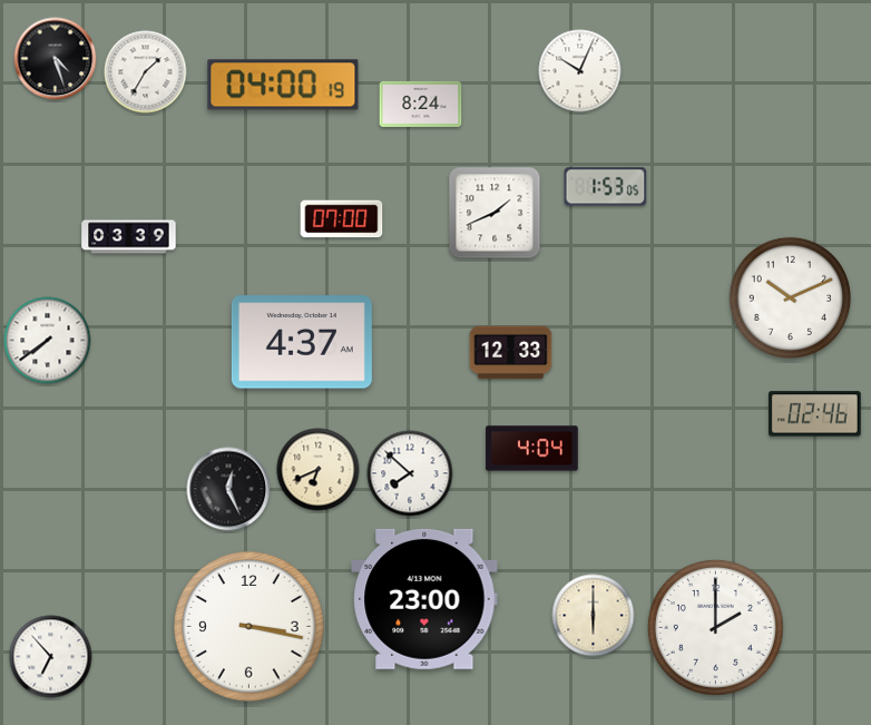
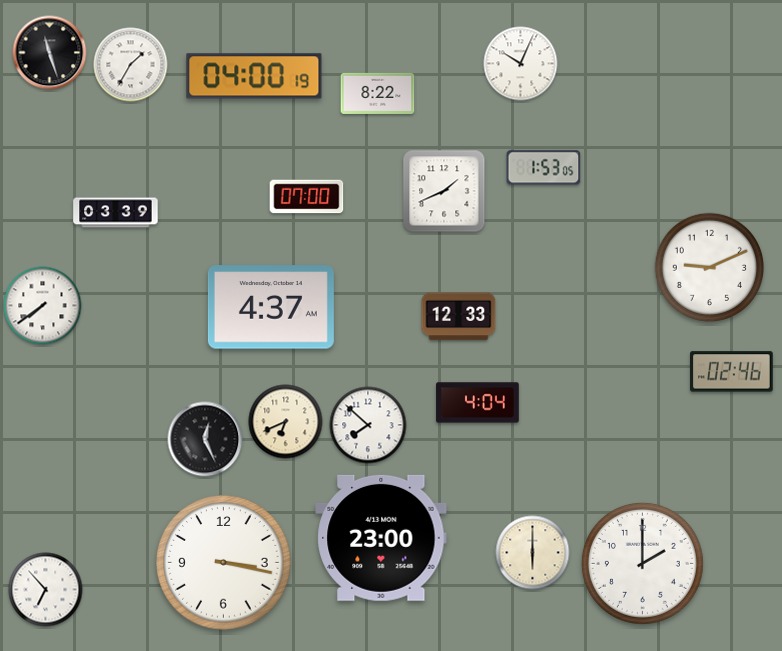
clock at (56, 59): 4:27 -> 11:27
clock at (421, 104): 8:24 -> 8:22
clock at (790, 297): 10:11 -> 9:11
